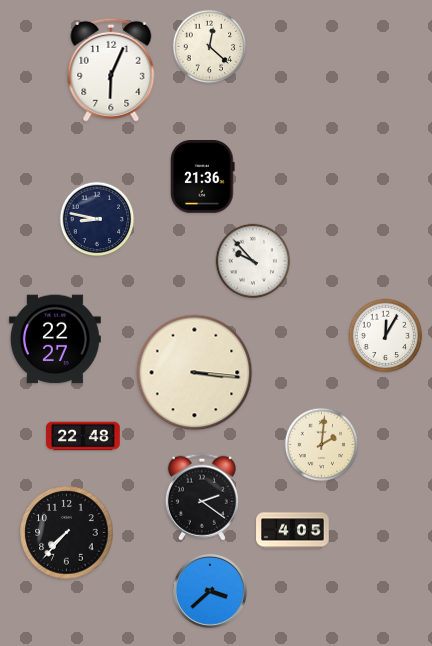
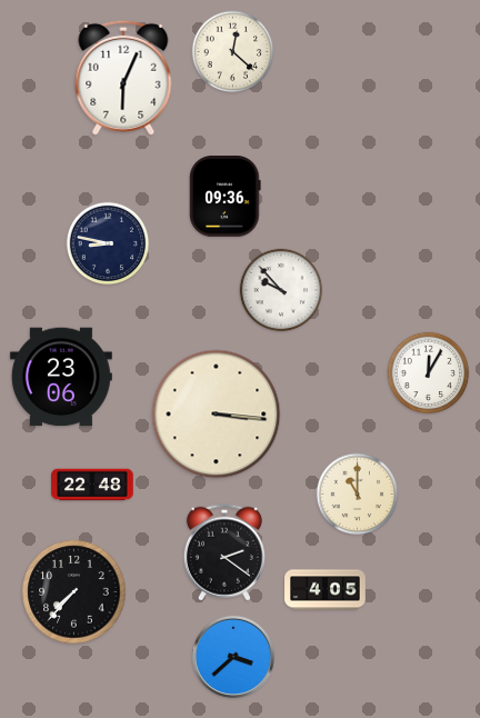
clock at (203, 177): 21:36 -> 09:36
clock at (55, 339): 22:27 -> 23:06
clock at (322, 445): 2:01 -> 11:00
